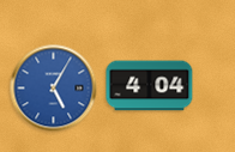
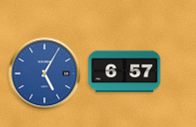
clock at (150, 86): 4:04 -> 6:57
